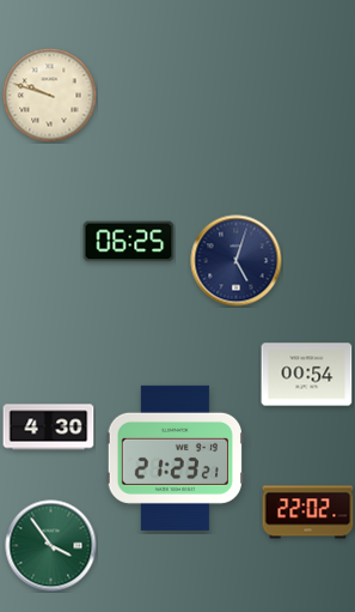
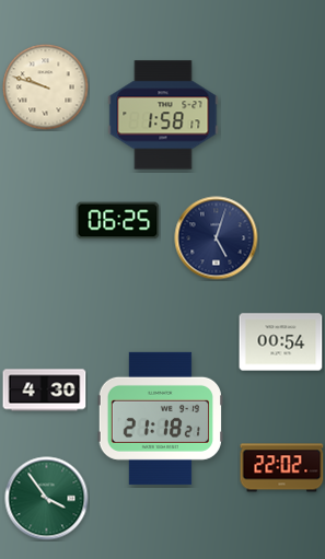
clock at (163, 115): none -> 1:58
clock at (175, 458): 21:23 -> 21:18
